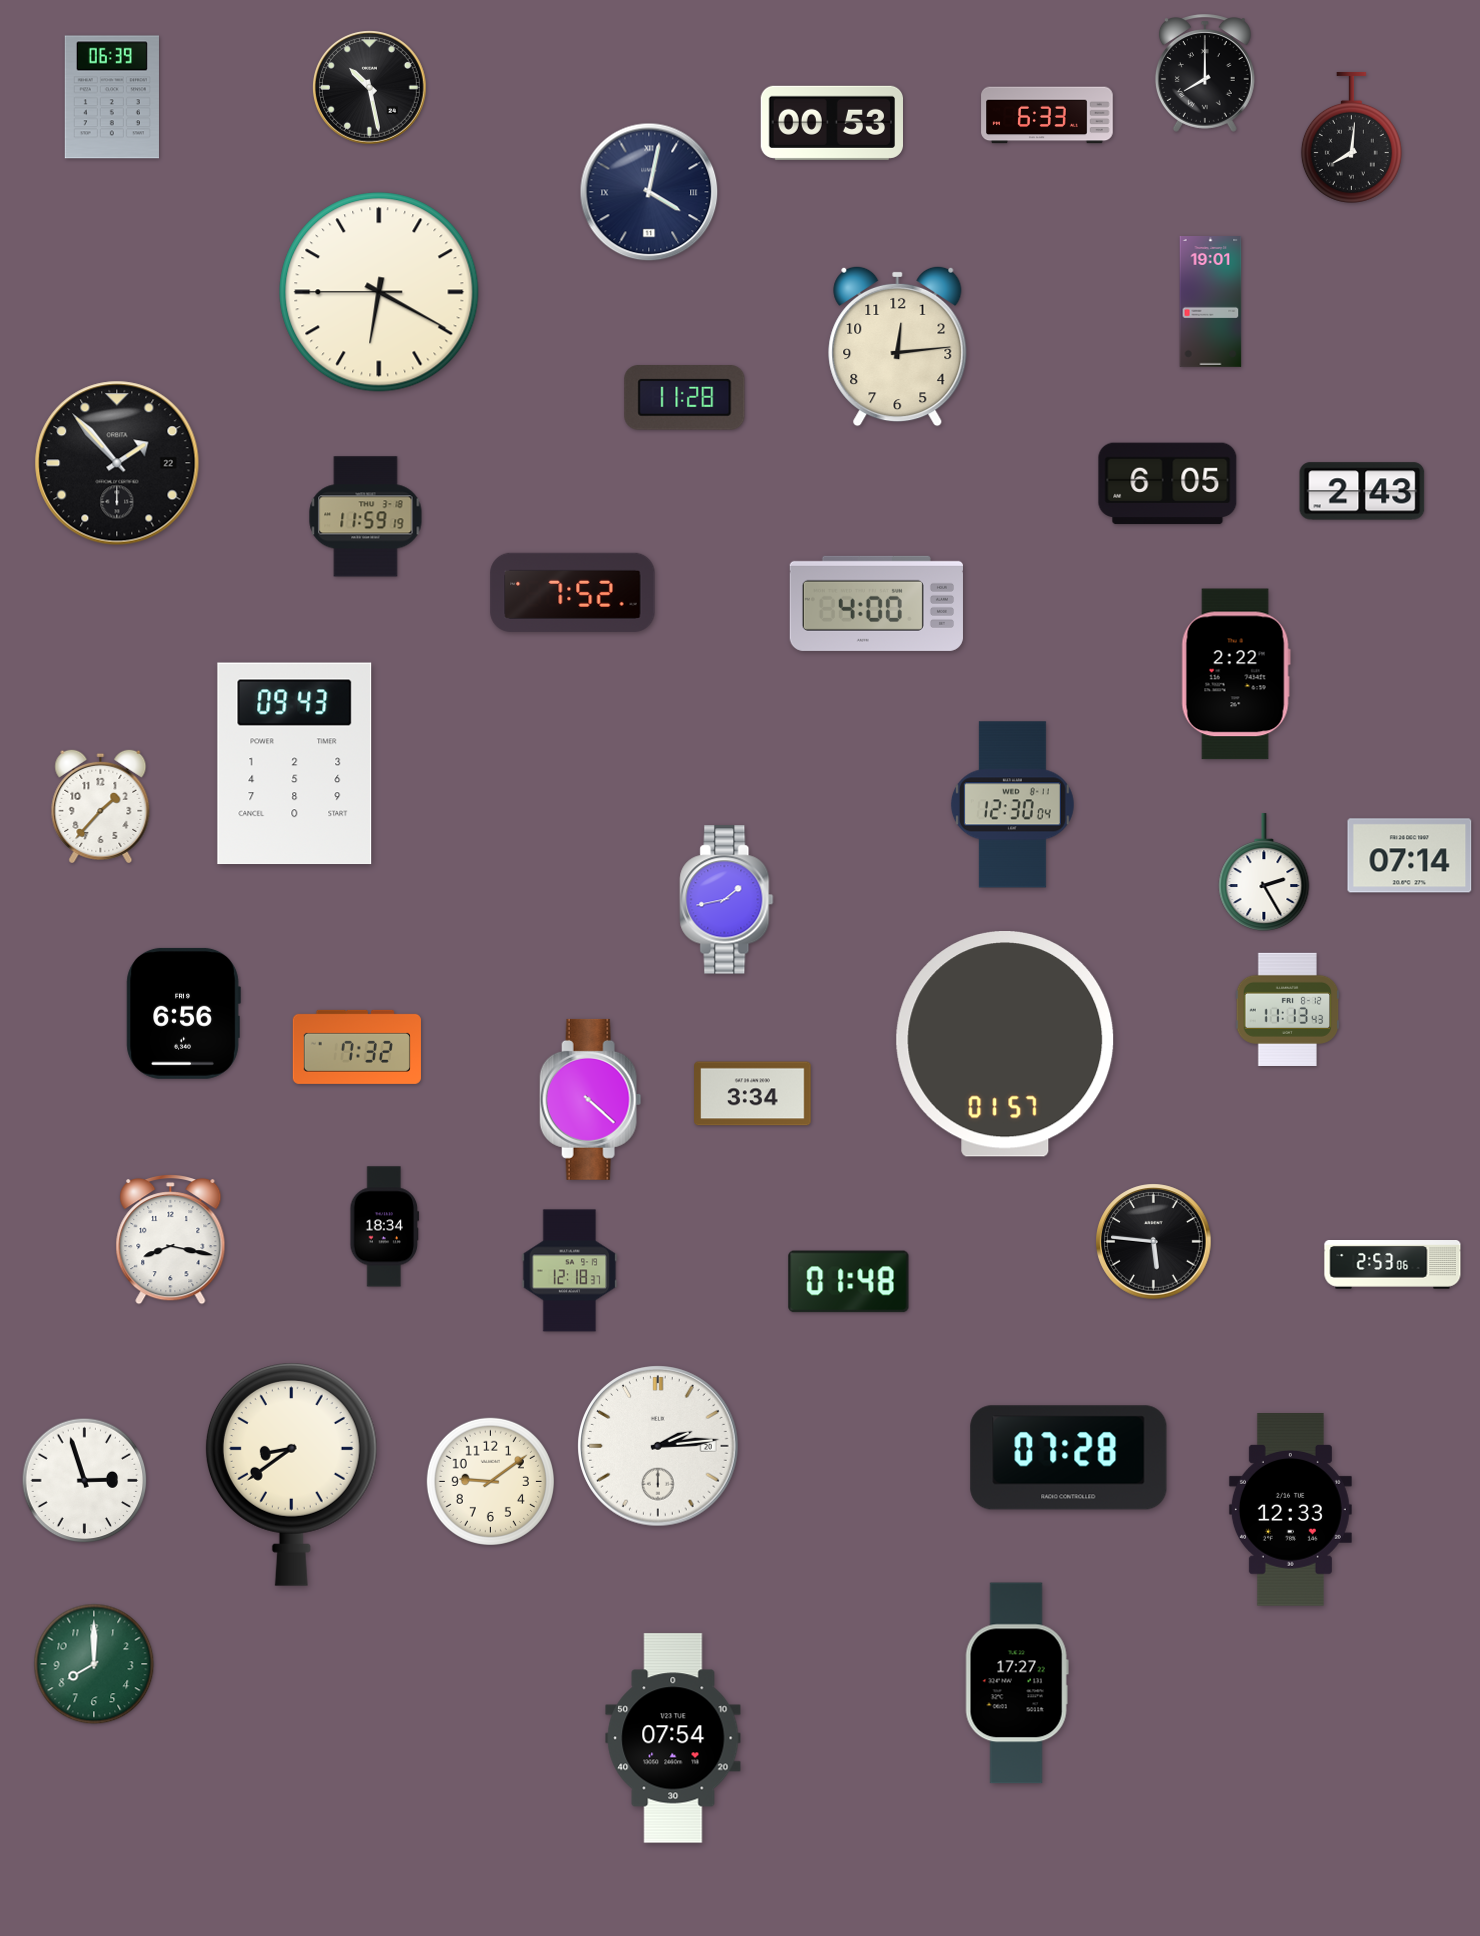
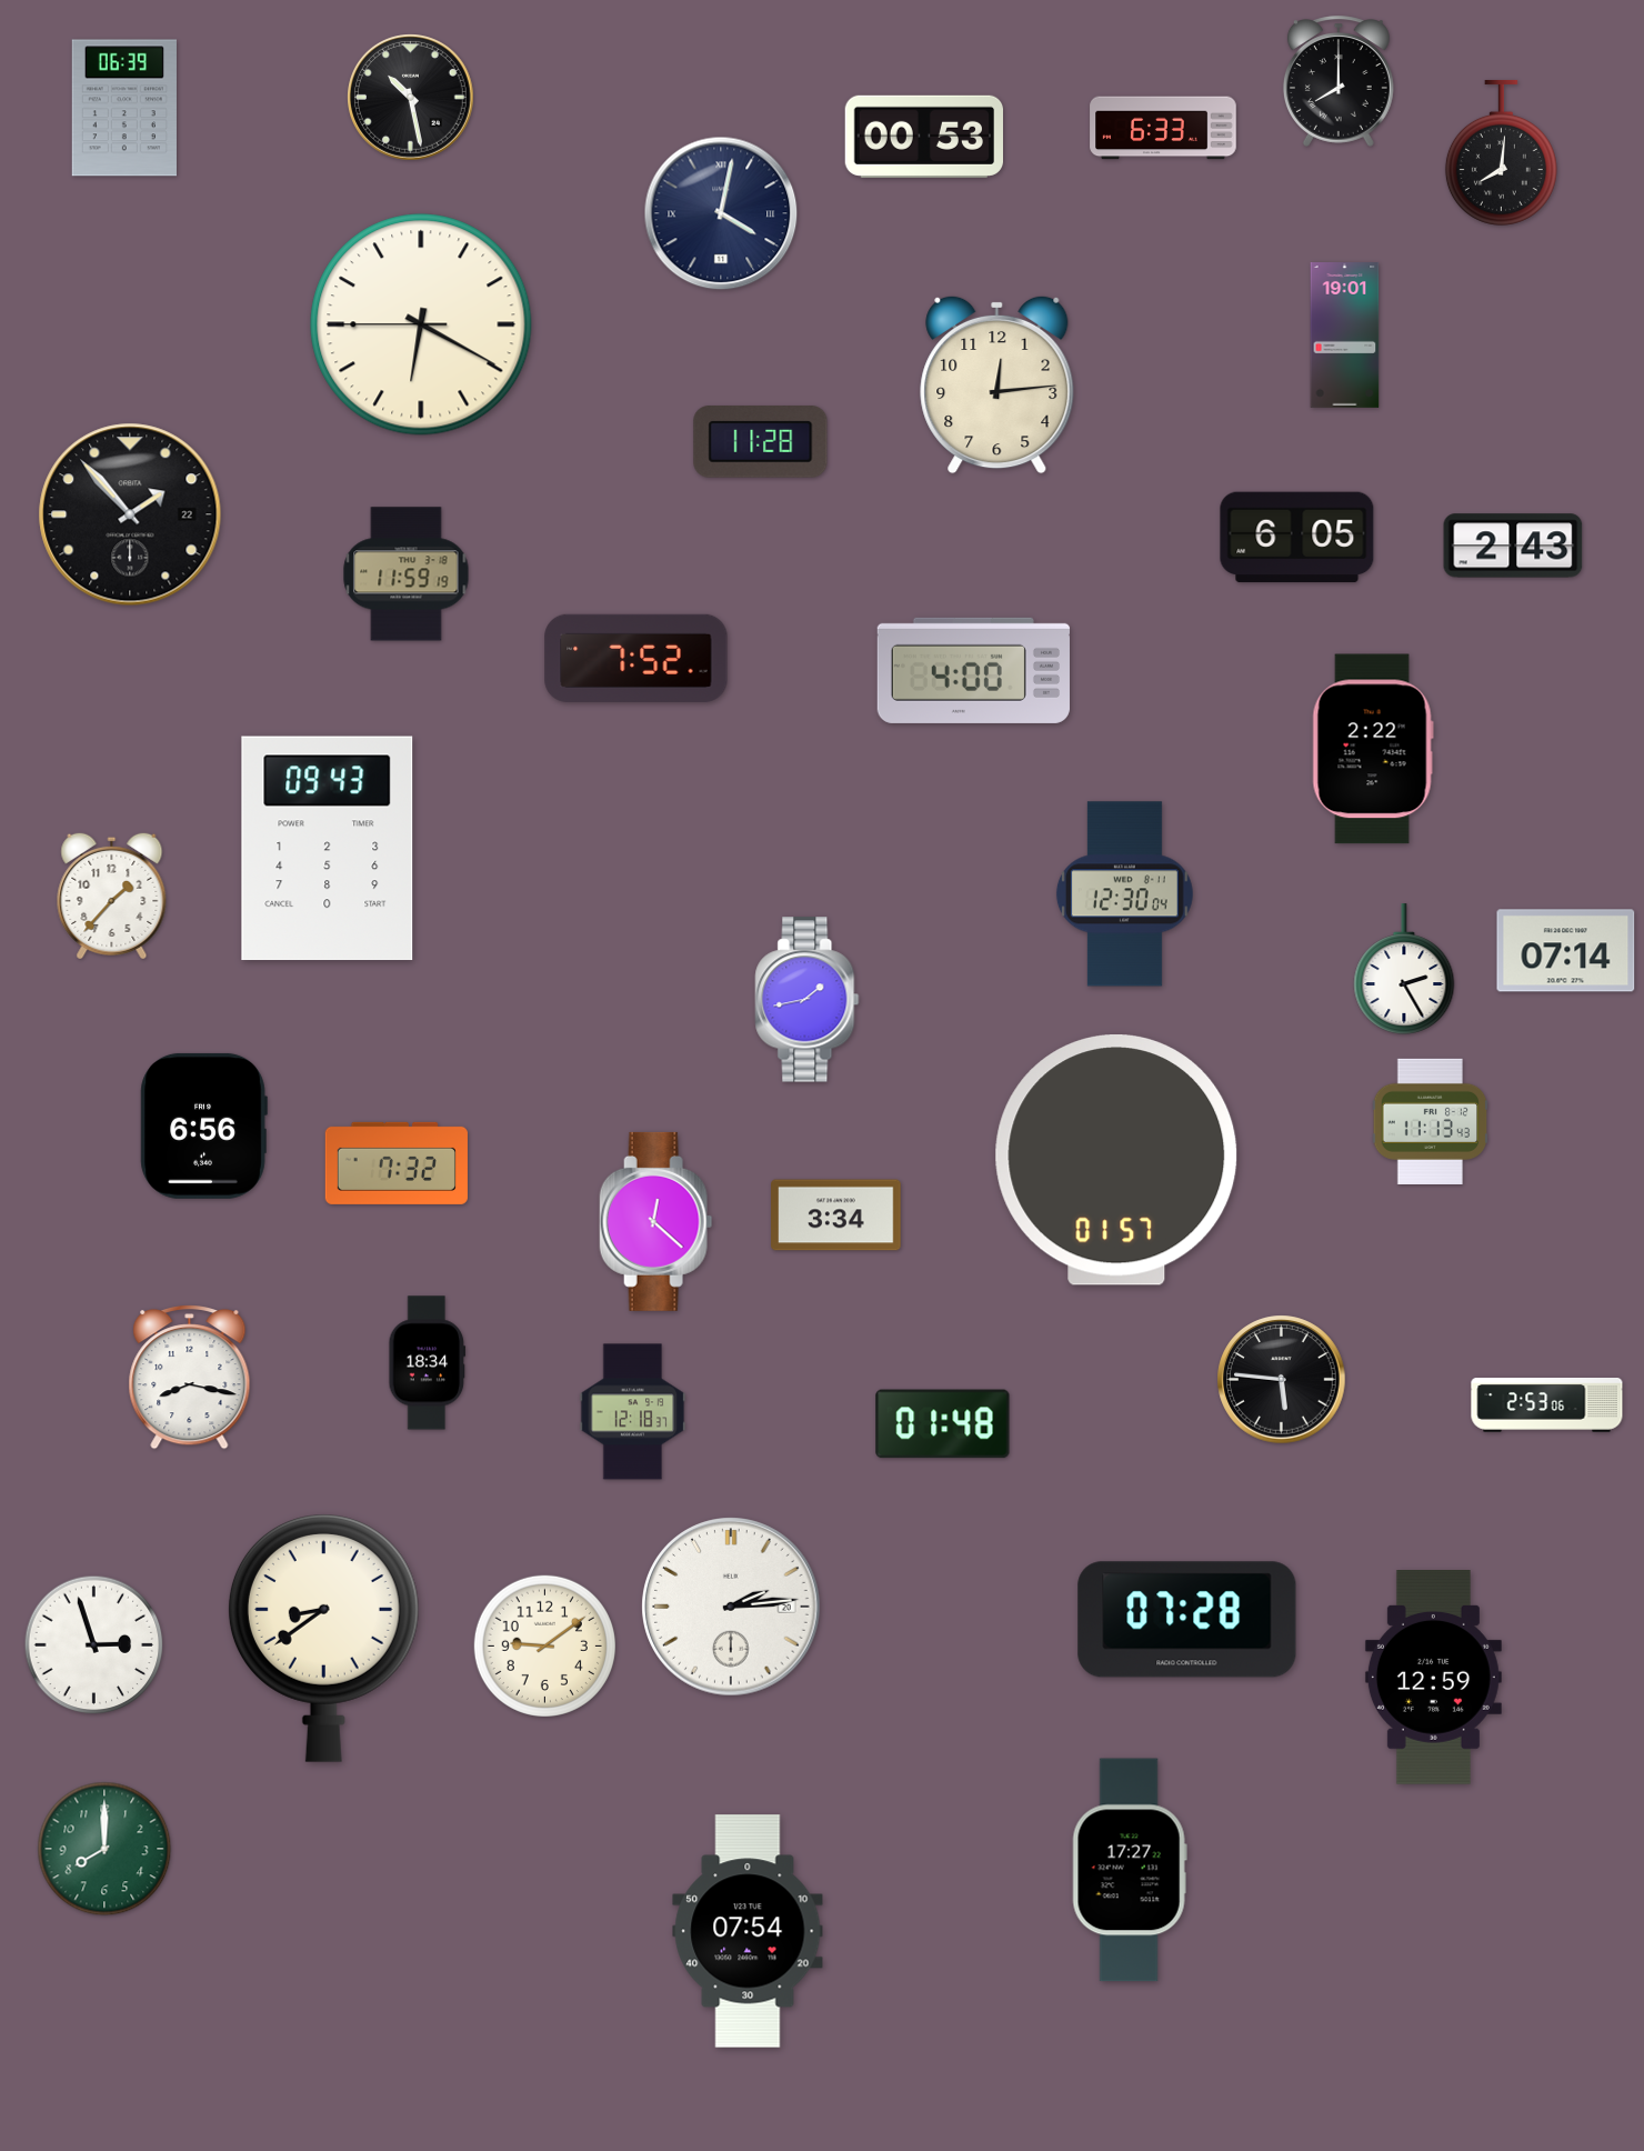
clock at (591, 1099): 4:22 -> 12:22
clock at (1290, 1510): 12:33 -> 12:59
